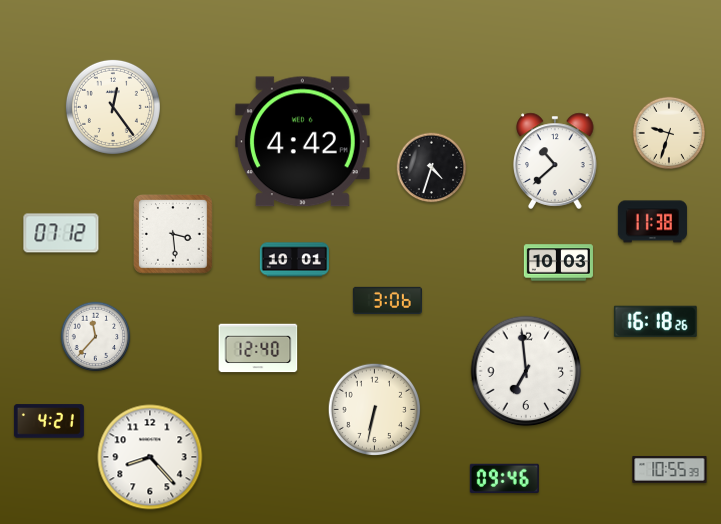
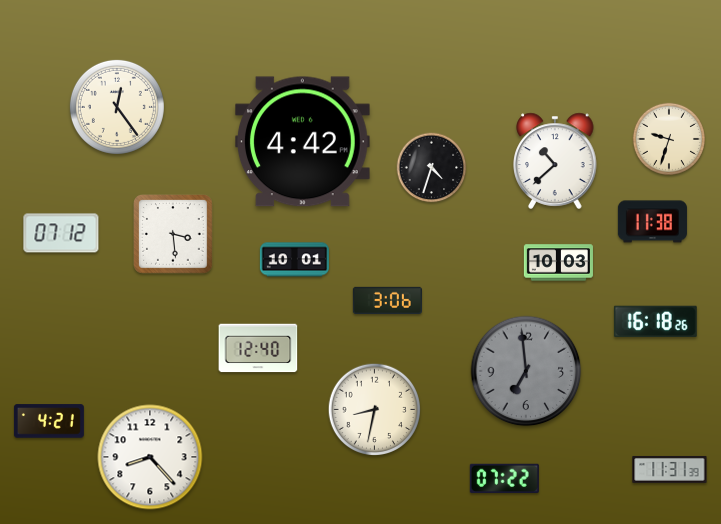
clock at (113, 107) position: (113, 107) -> (117, 107)
clock at (668, 132) position: (668, 132) -> (668, 138)
clock at (96, 337): 11:37 -> none
clock at (526, 371) dial: white -> grey
clock at (375, 410): 6:32 -> 8:32
clock at (670, 469): 10:55 -> 11:31
clock at (504, 478): 09:46 -> 07:22
